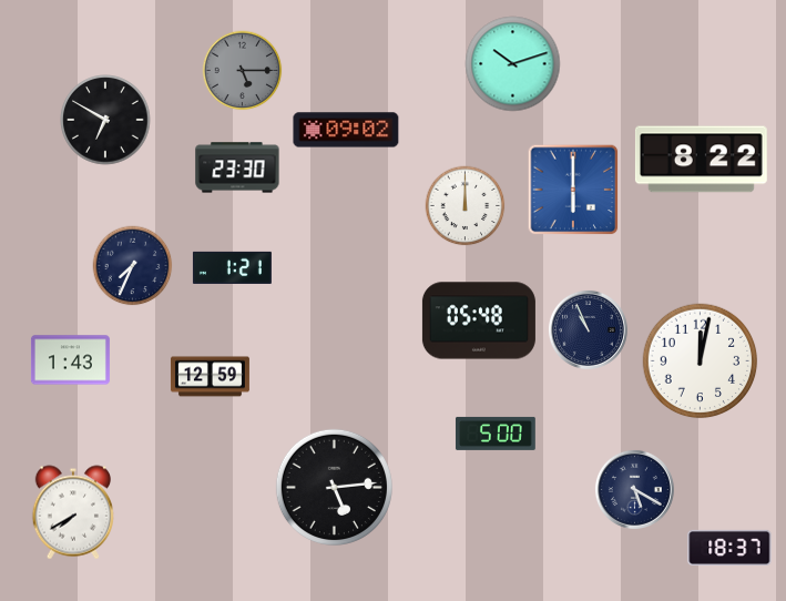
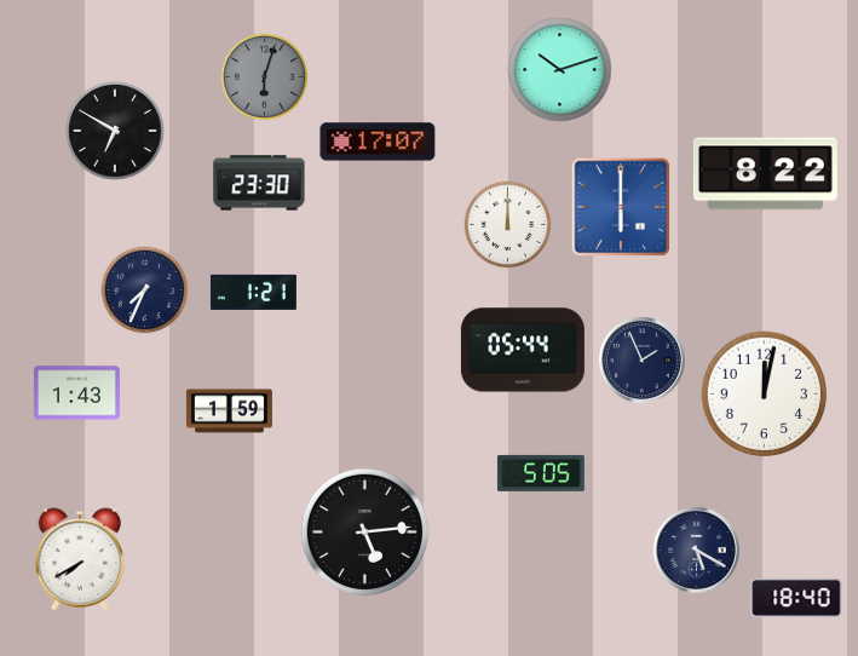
clock at (243, 71): 5:15 -> 6:03
clock at (346, 130): 09:02 -> 17:07
clock at (573, 190) position: (573, 190) -> (621, 207)
clock at (479, 320): 05:48 -> 05:44
clock at (588, 329): 10:56 -> 1:56
clock at (210, 377): 12:59 -> 1:59
clock at (496, 434): 5:00 -> 5:05
clock at (634, 489) position: (634, 489) -> (696, 549)
clock at (729, 547): 18:37 -> 18:40
